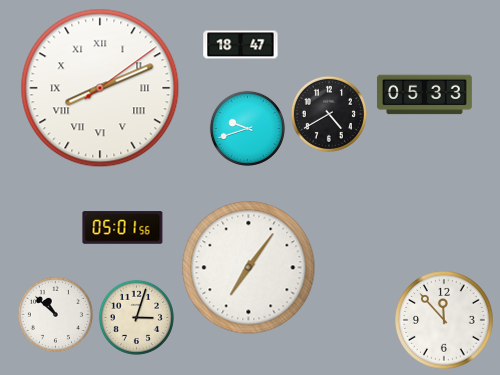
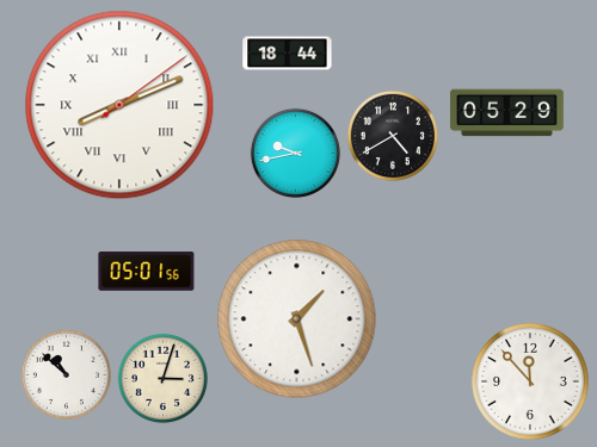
clock at (241, 45): 18:47 -> 18:44
clock at (424, 95): 05:33 -> 05:29
clock at (247, 128): 9:42 -> 9:43
clock at (249, 268): 7:06 -> 1:27
